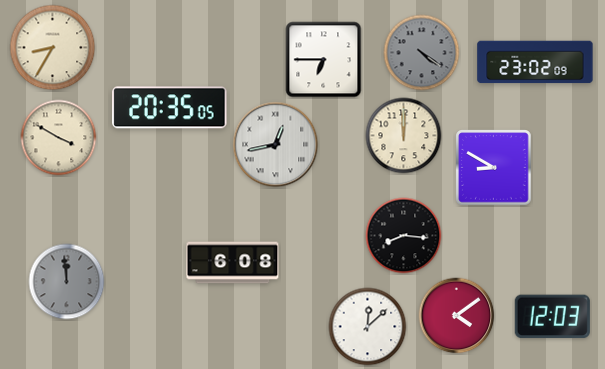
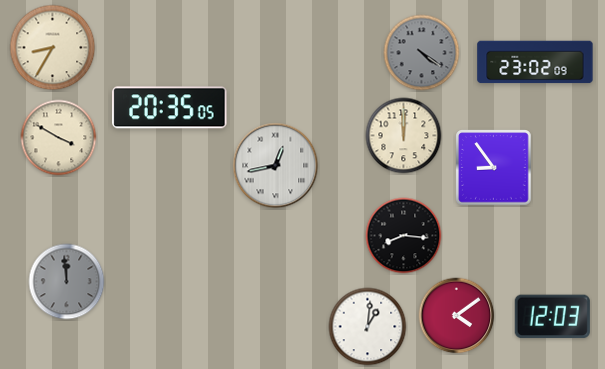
clock at (324, 60): 6:45 -> none
clock at (276, 145) position: (276, 145) -> (276, 166)
clock at (494, 168): 8:50 -> 8:54
clock at (233, 263): 6:08 -> none
clock at (368, 327): 12:08 -> 1:01
